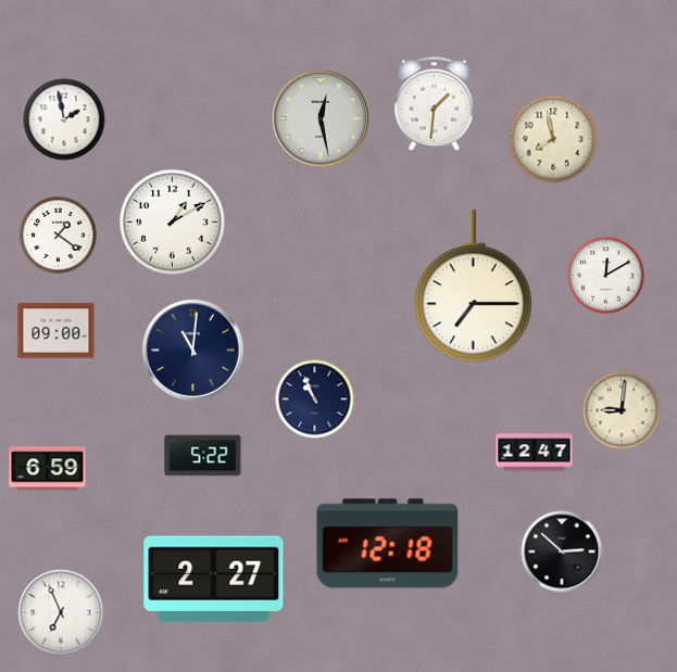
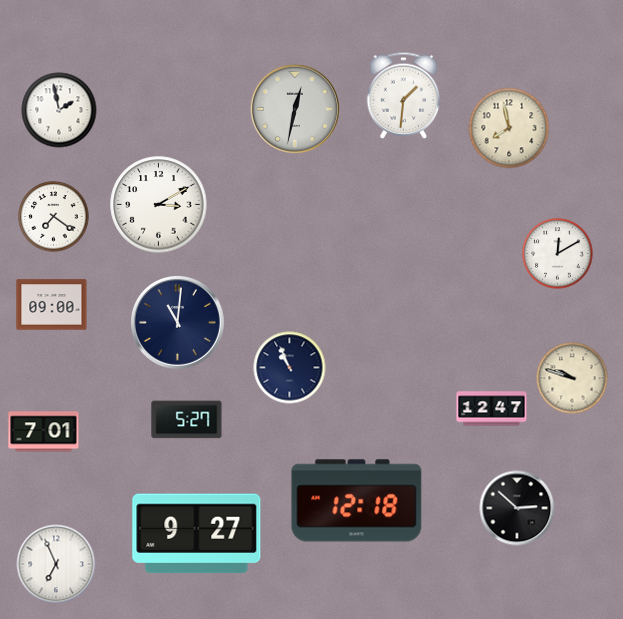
clock at (435, 103) position: (435, 103) -> (404, 95)
clock at (321, 118): 12:28 -> 12:32
clock at (173, 223): 1:10 -> 3:10
clock at (59, 236): 1:21 -> 7:21
clock at (473, 287): 7:15 -> none
clock at (622, 410): 9:01 -> 9:48
clock at (535, 453) position: (535, 453) -> (492, 409)
clock at (203, 456): 5:22 -> 5:27
clock at (48, 469): 6:59 -> 7:01
clock at (214, 580): 2:27 -> 9:27
